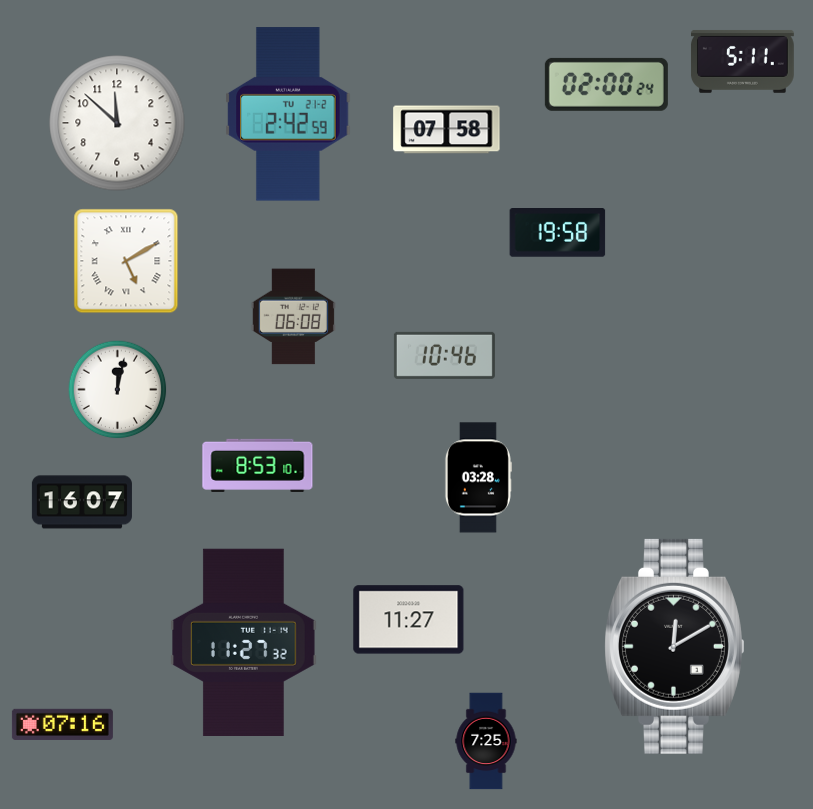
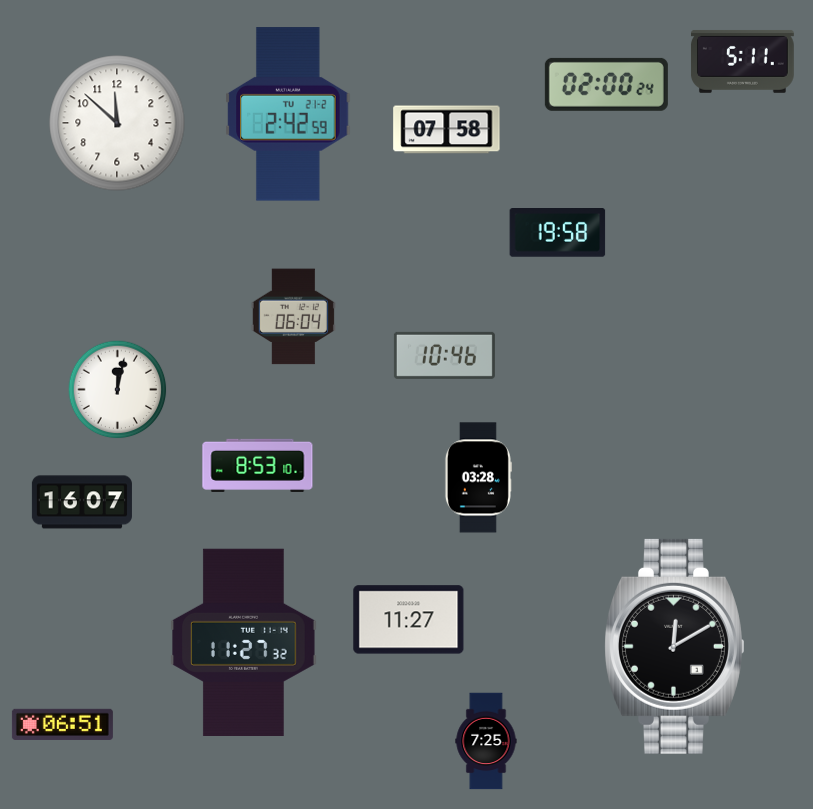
clock at (126, 261): 5:10 -> none
clock at (293, 317): 06:08 -> 06:04
clock at (62, 724): 07:16 -> 06:51
